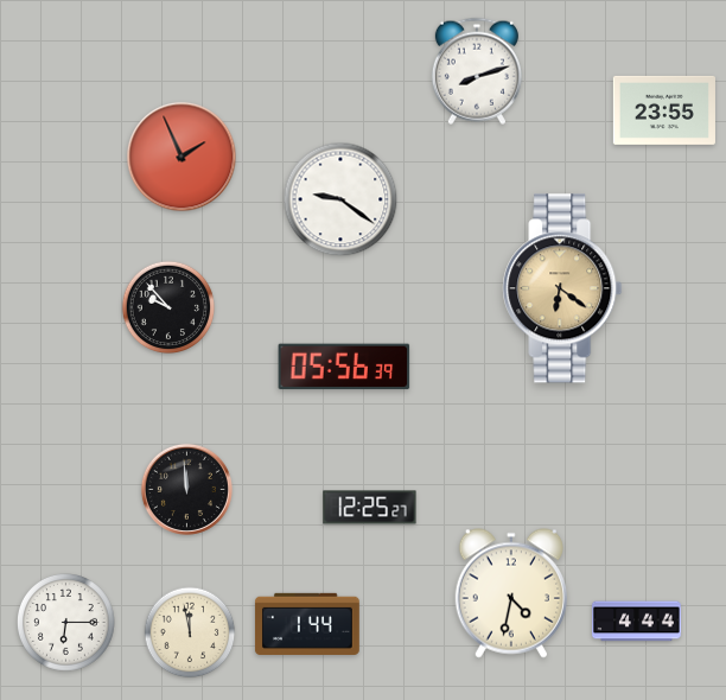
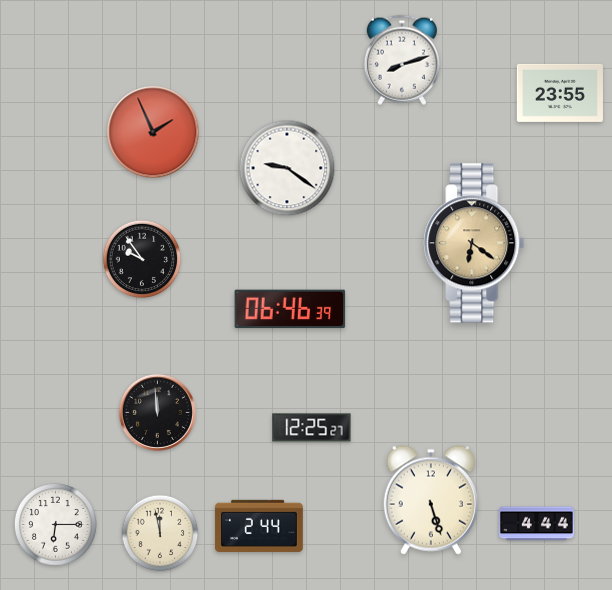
clock at (168, 307): 9:53 -> 9:54
clock at (344, 367): 05:56 -> 06:46
clock at (511, 593): 4:32 -> 5:27
clock at (307, 624): 1:44 -> 2:44
